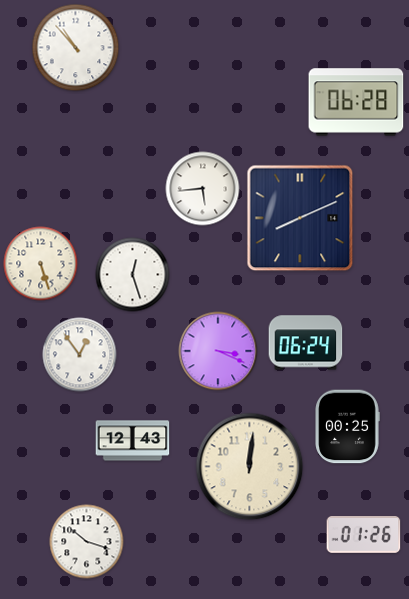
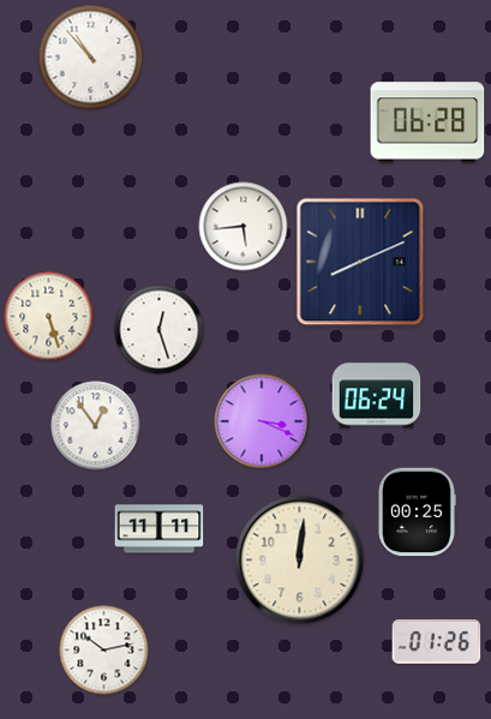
clock at (306, 343) position: (306, 343) -> (377, 396)
clock at (133, 441): 12:43 -> 11:11
clock at (87, 542): 10:18 -> 10:13
